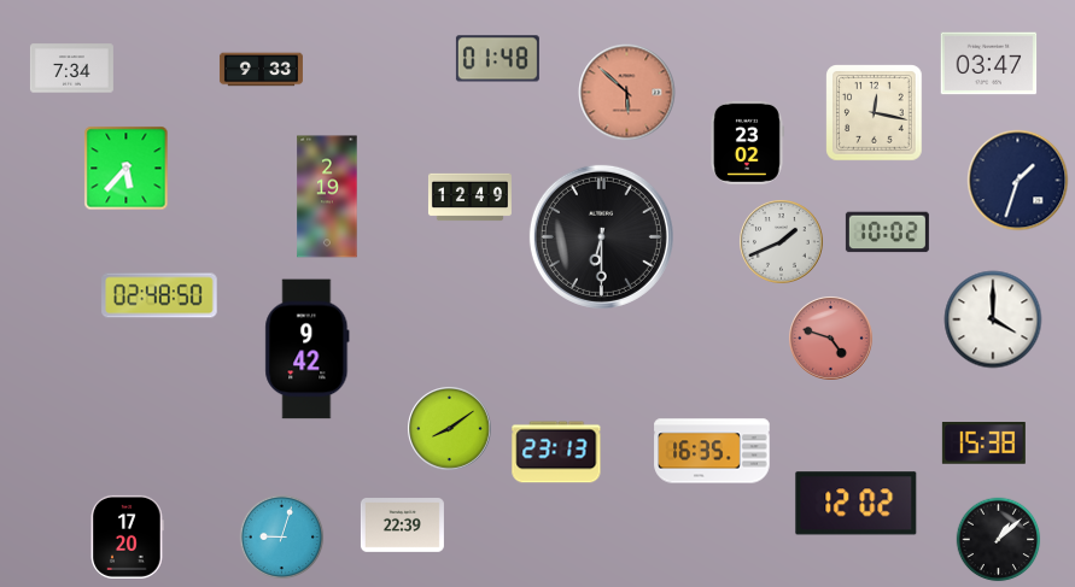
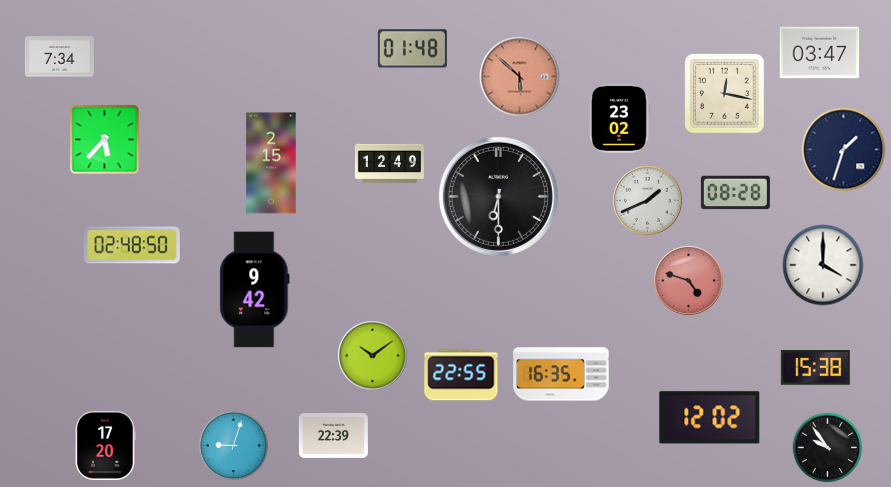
clock at (261, 70): 9:33 -> none
clock at (327, 196): 2:19 -> 2:15
clock at (887, 233): 10:02 -> 08:28
clock at (450, 429): 8:09 -> 10:09
clock at (712, 451) position: (712, 451) -> (561, 374)
clock at (556, 452): 23:13 -> 22:55
clock at (999, 540): 1:08 -> 9:54
